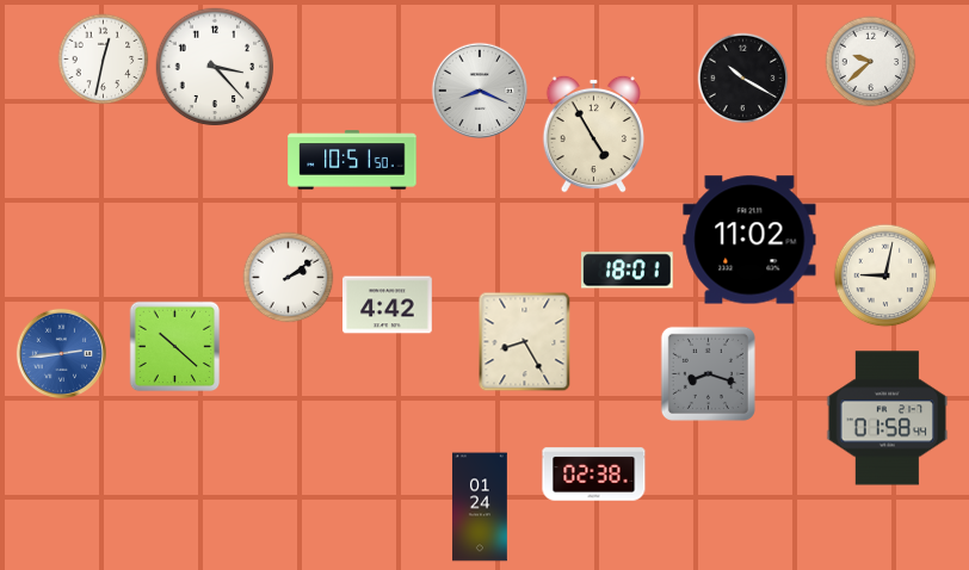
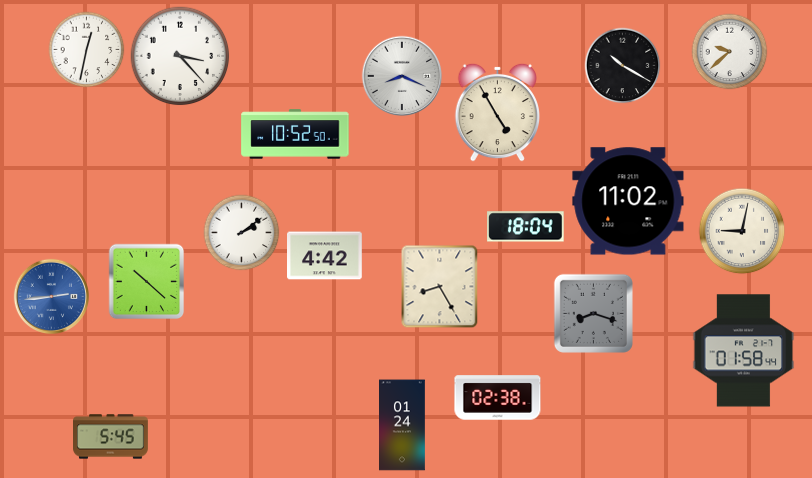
clock at (352, 160): 10:51 -> 10:52
clock at (628, 271): 18:01 -> 18:04
clock at (175, 347) position: (175, 347) -> (147, 282)
clock at (111, 437): none -> 5:45
